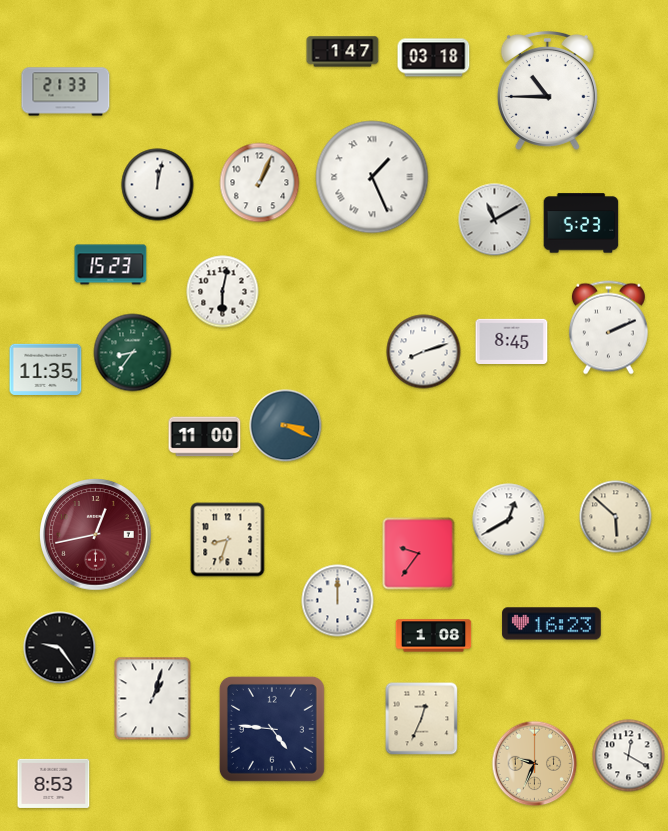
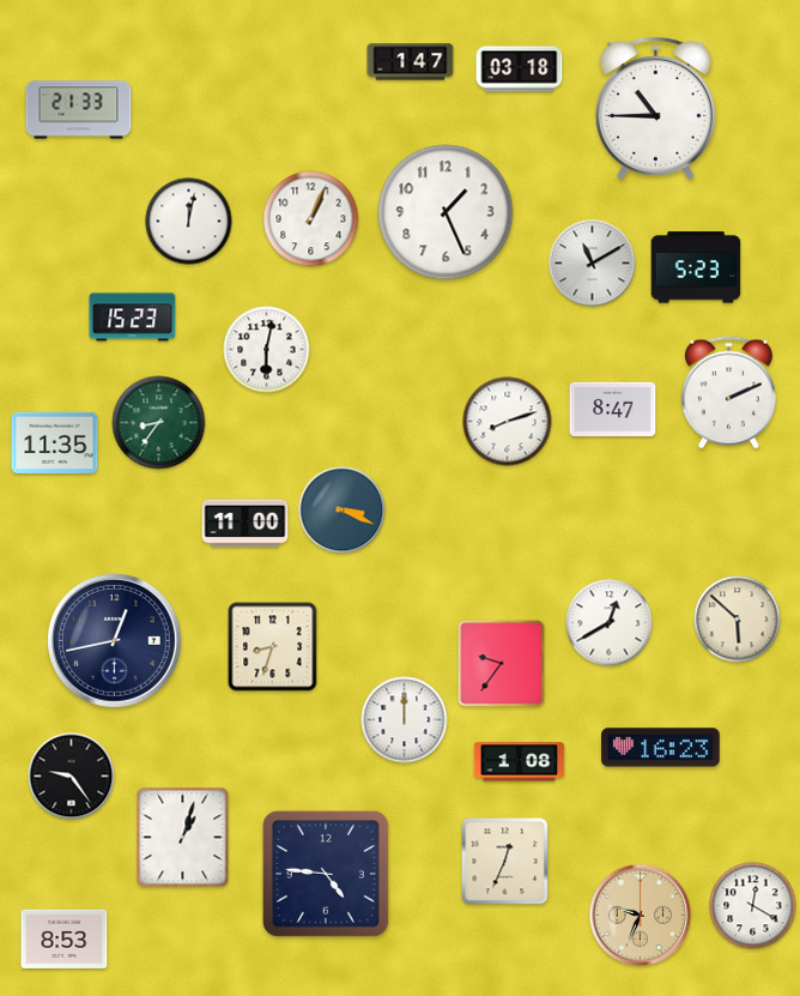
clock at (372, 177) numerals: Roman -> Arabic
clock at (512, 341): 8:45 -> 8:47
clock at (96, 535) dial: burgundy -> navy
